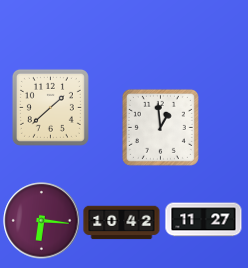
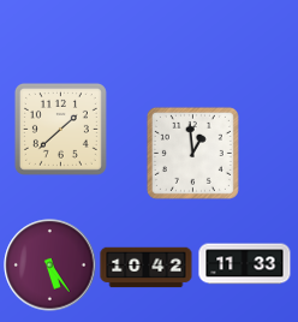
clock at (204, 220): 11:27 -> 11:33
clock at (42, 221): 6:16 -> 5:24
